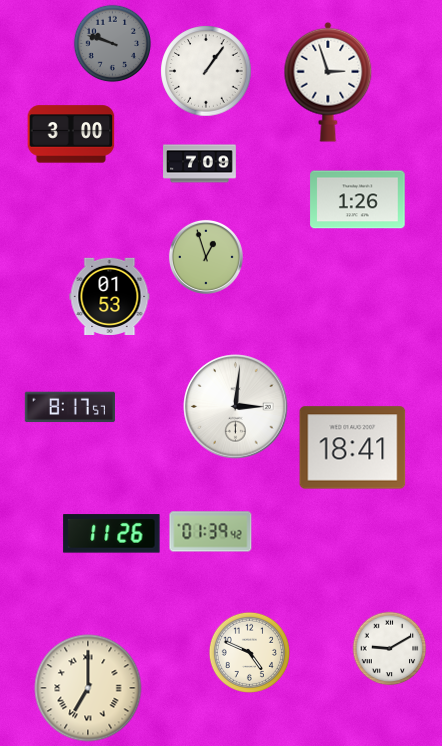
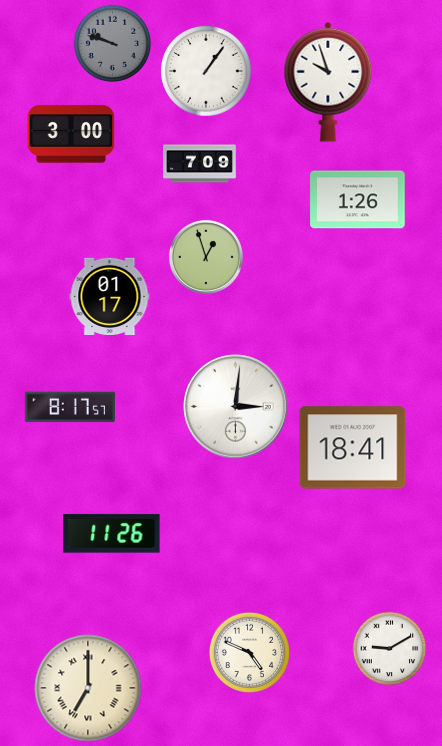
clock at (328, 82): 2:57 -> 9:57
clock at (110, 296): 01:53 -> 01:17
clock at (211, 532): 01:39 -> none
